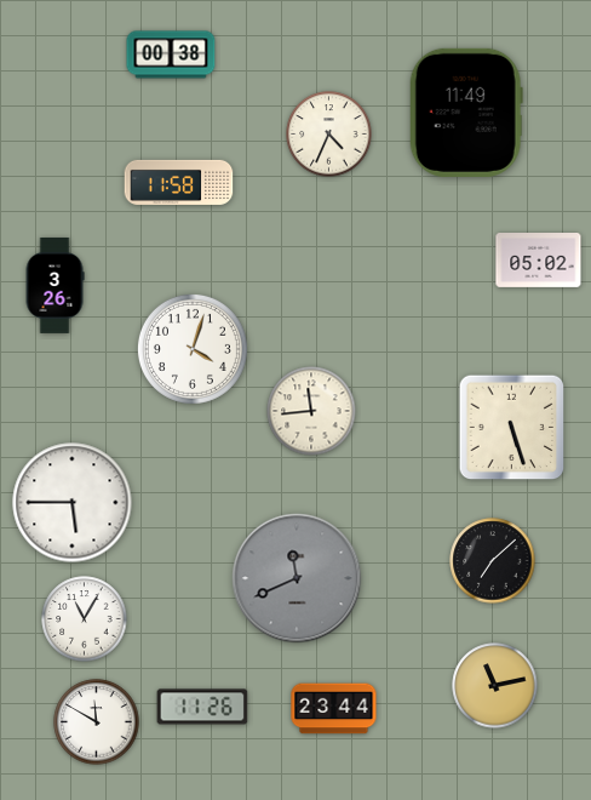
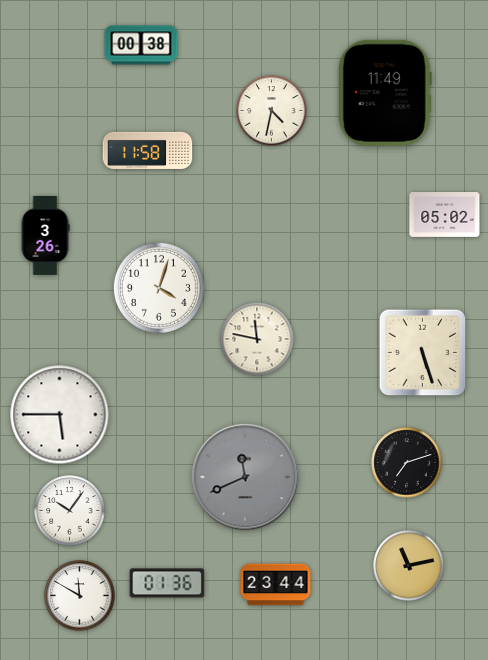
clock at (329, 135): 4:34 -> 4:32
clock at (311, 411): 11:44 -> 11:47
clock at (493, 561): 7:08 -> 7:12
clock at (85, 619): 11:05 -> 10:06
clock at (202, 707): 11:26 -> 01:36
